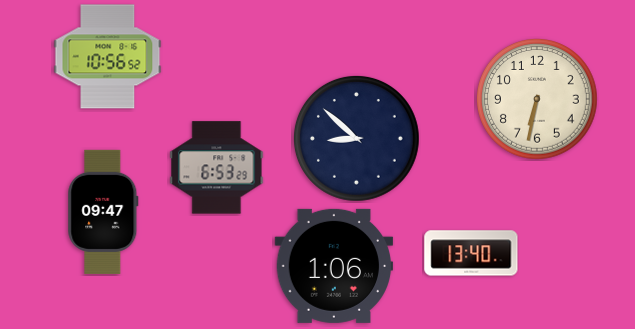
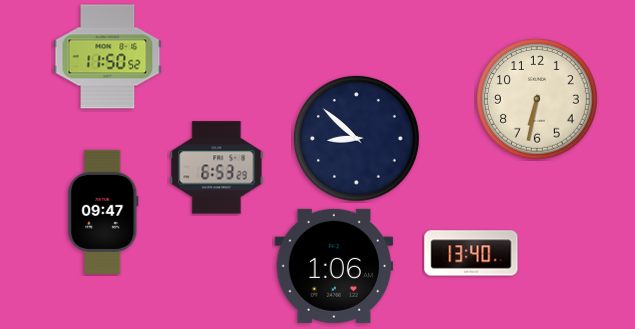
clock at (108, 57): 10:56 -> 11:50
